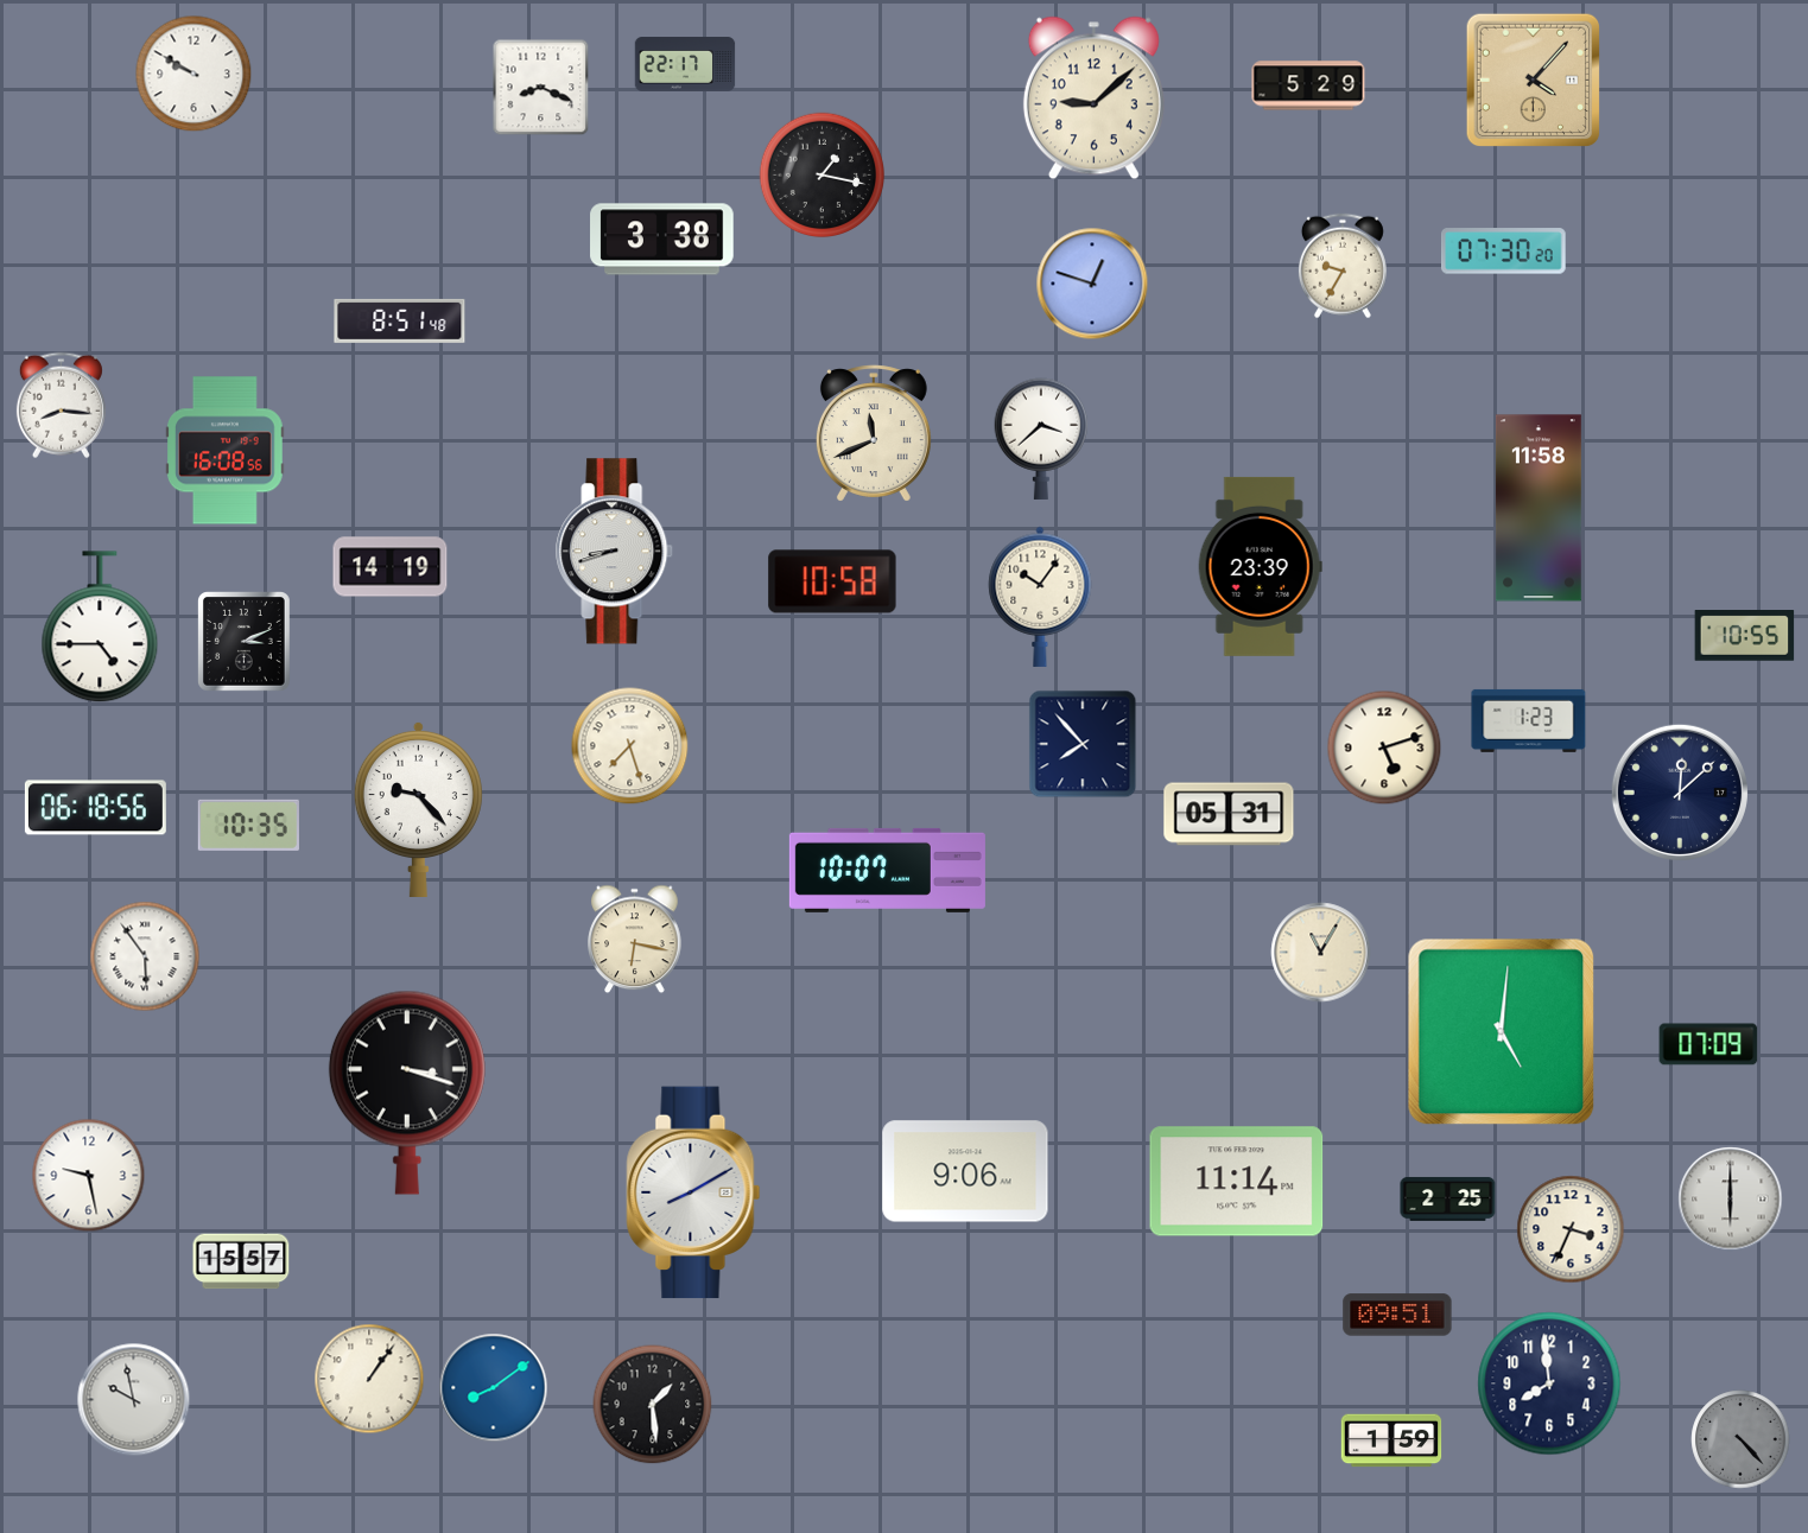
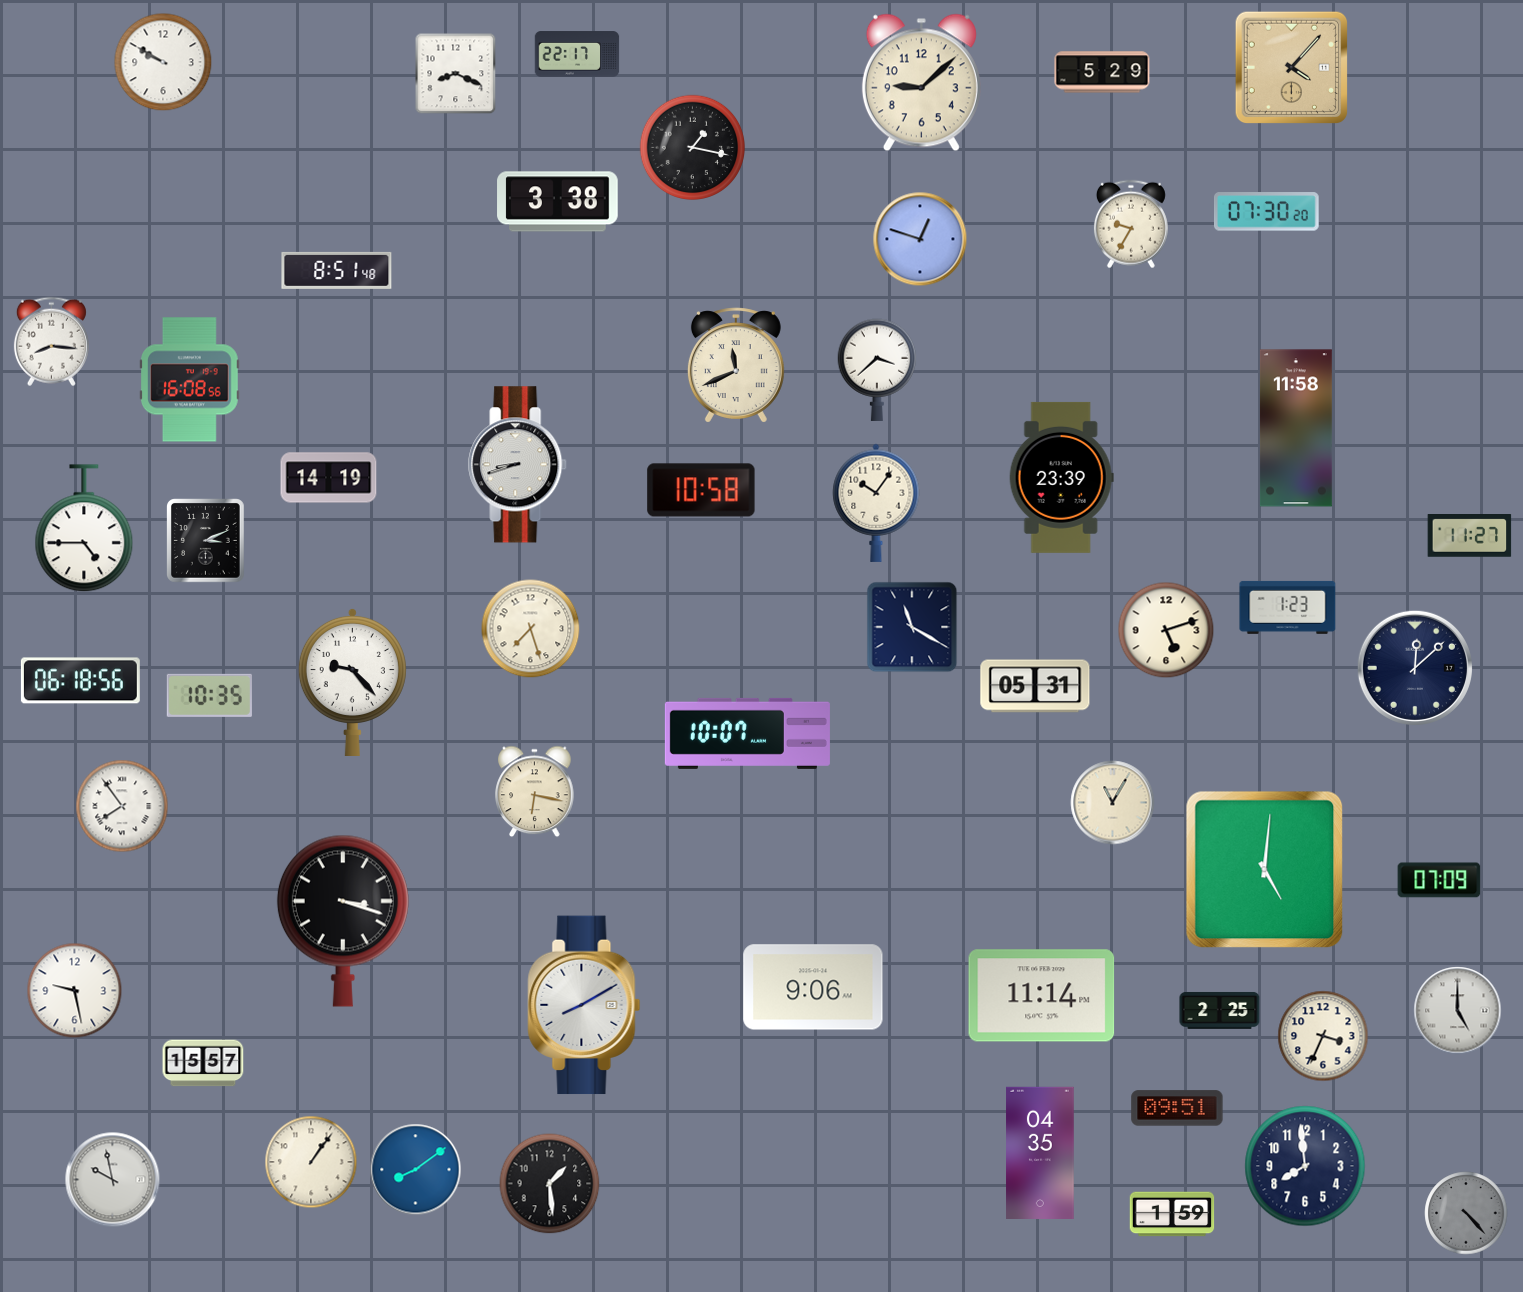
clock at (1745, 636): 10:55 -> 11:27
clock at (1083, 744): 7:53 -> 11:20
clock at (145, 956): 5:54 -> 7:54
clock at (1731, 1200): 6:00 -> 5:00
clock at (1040, 1152): none -> 04:35
